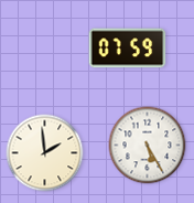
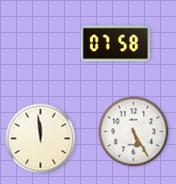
clock at (128, 49): 07:59 -> 07:58
clock at (45, 153): 1:59 -> 11:59
